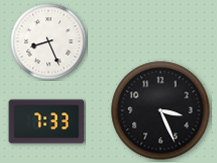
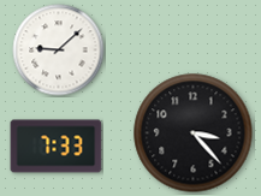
clock at (49, 42): 8:26 -> 9:08
clock at (161, 111): 3:26 -> 3:23
